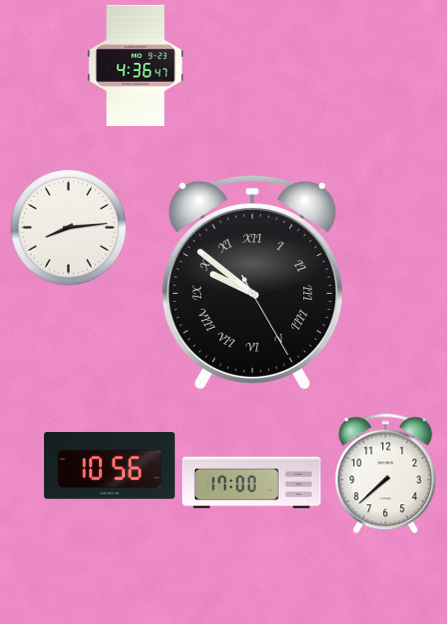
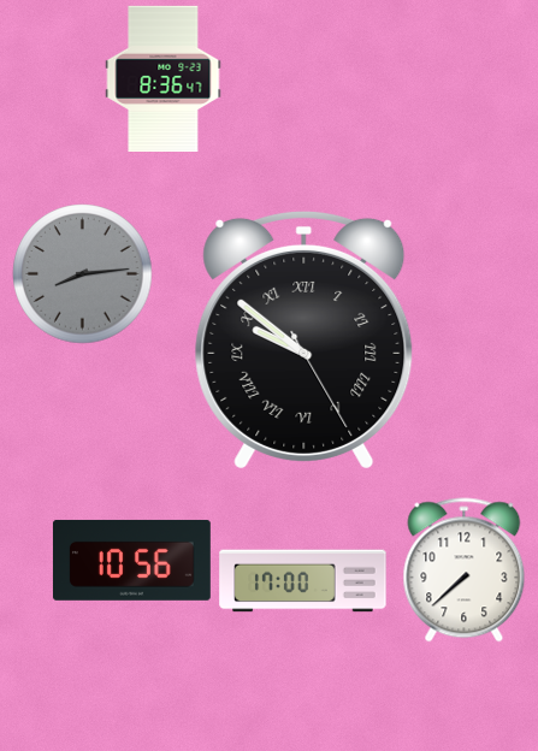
clock at (136, 65): 4:36 -> 8:36
clock at (69, 228) dial: white -> grey
